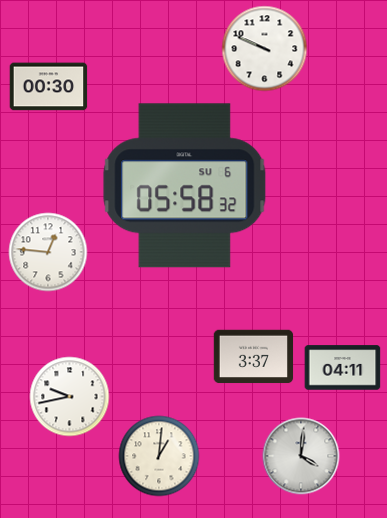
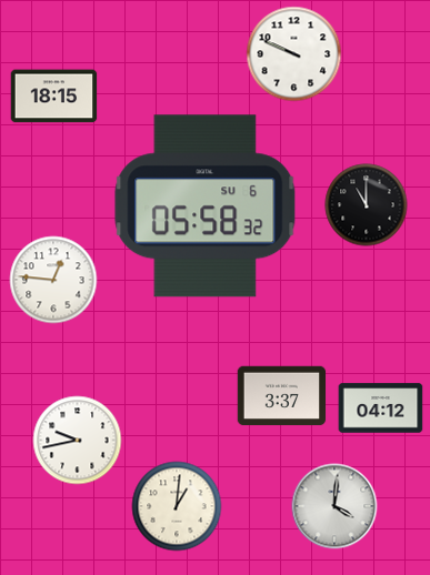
clock at (49, 87): 00:30 -> 18:15
clock at (367, 205): none -> 11:00
clock at (343, 368): 04:11 -> 04:12
